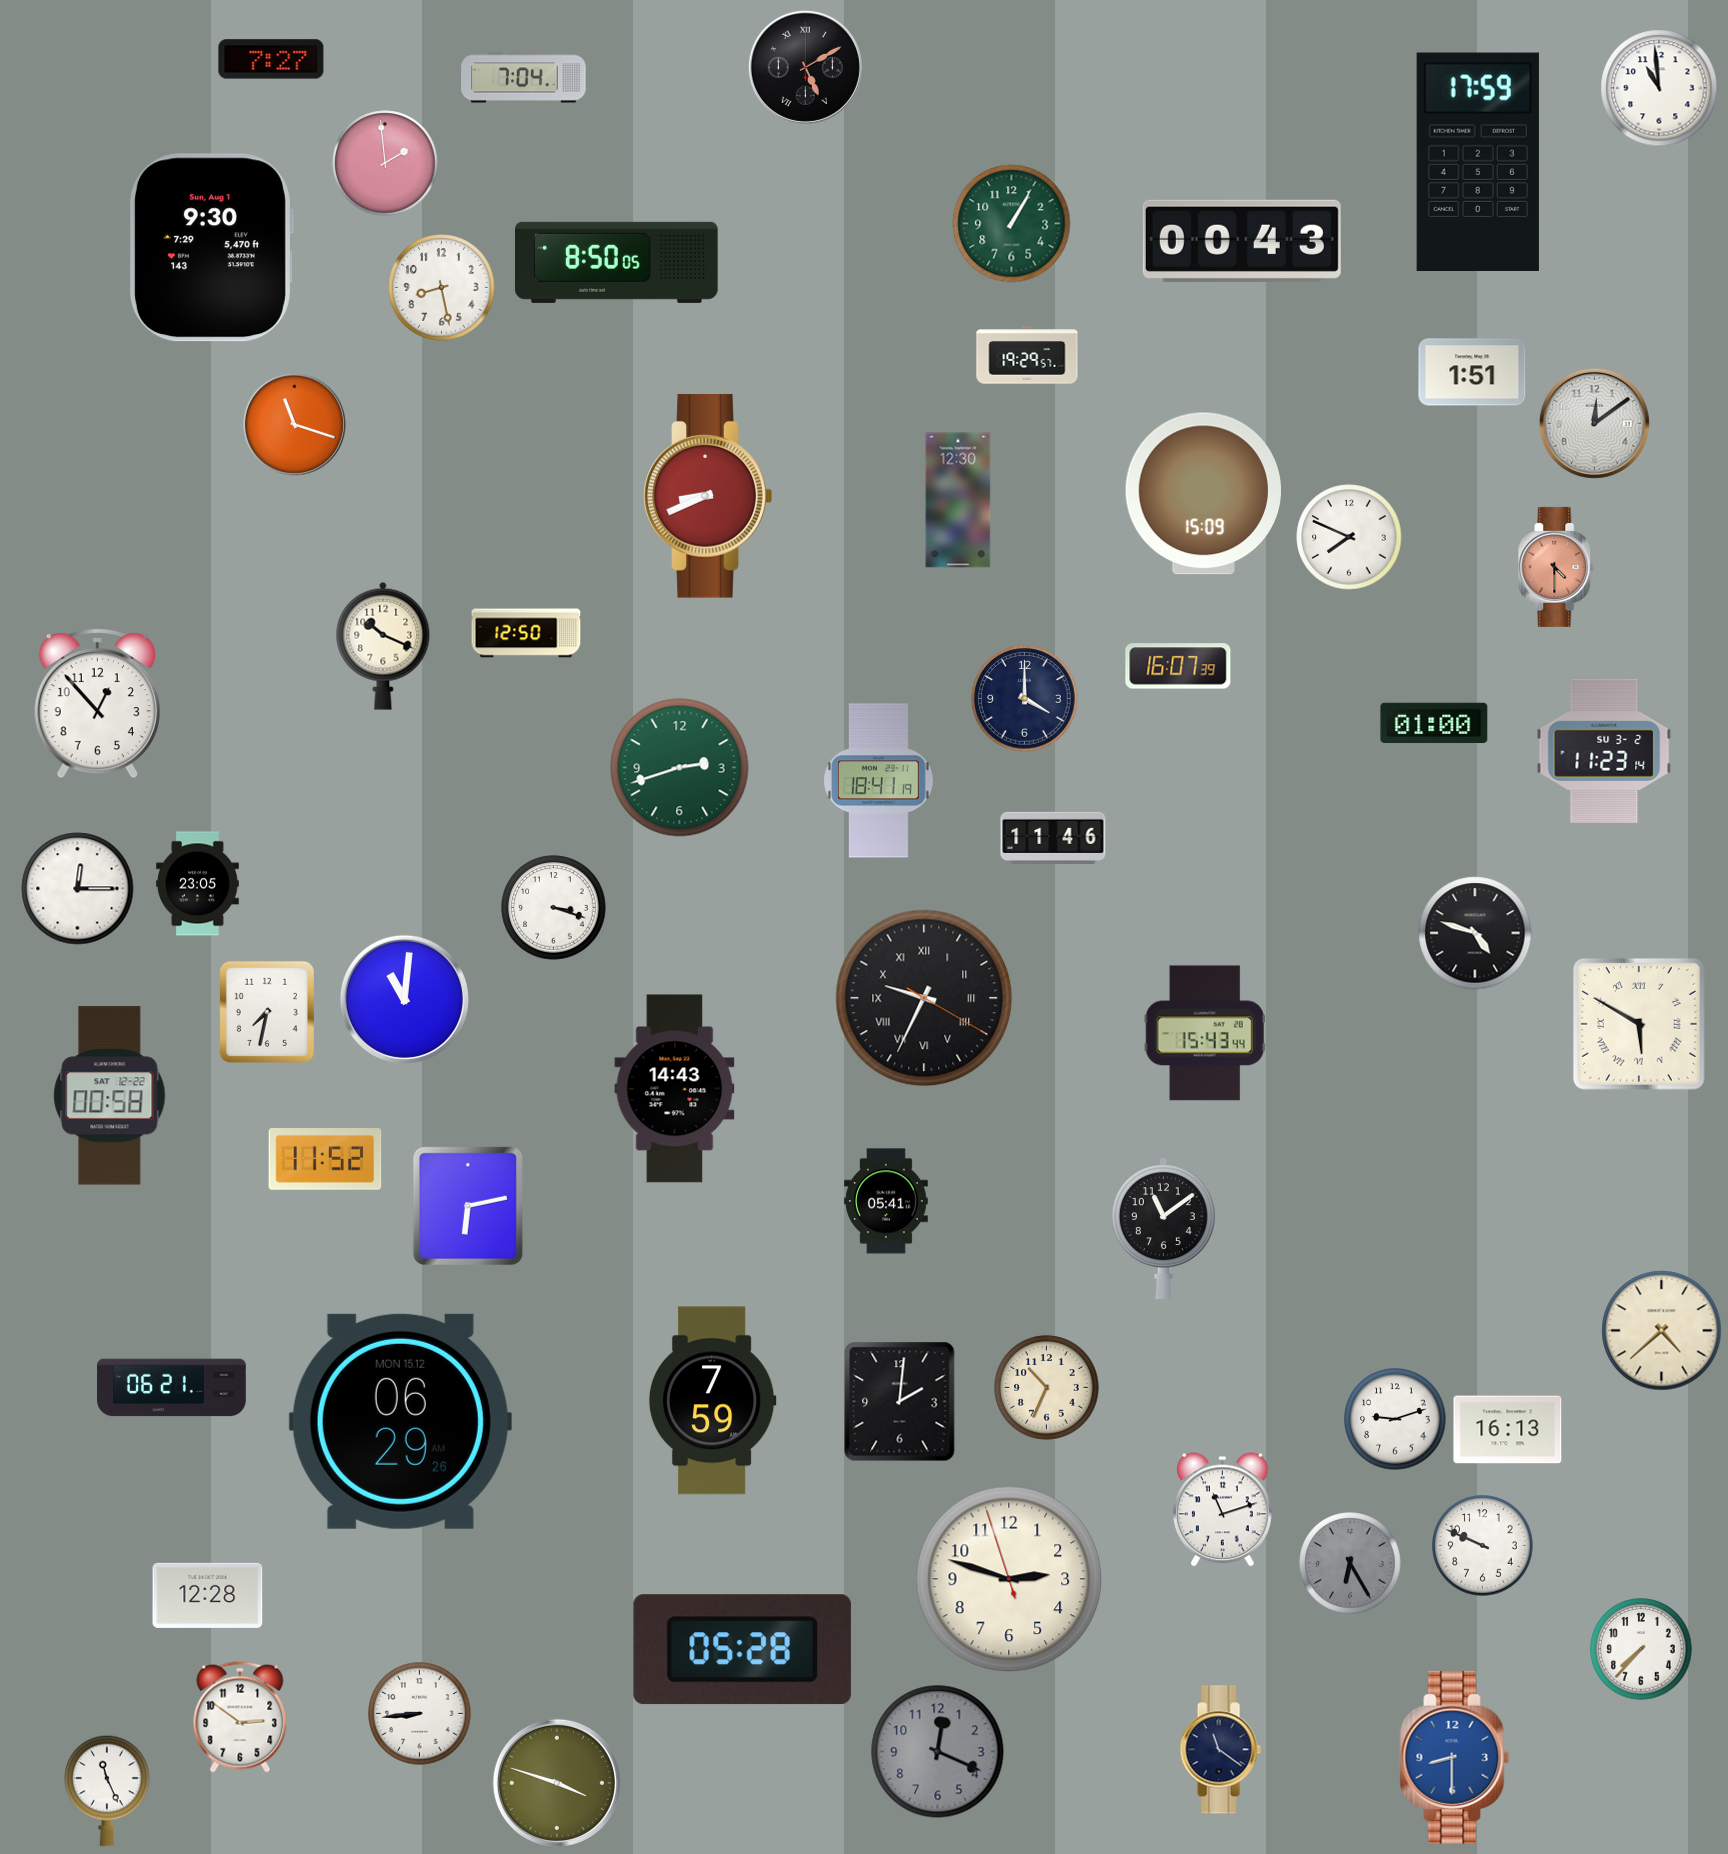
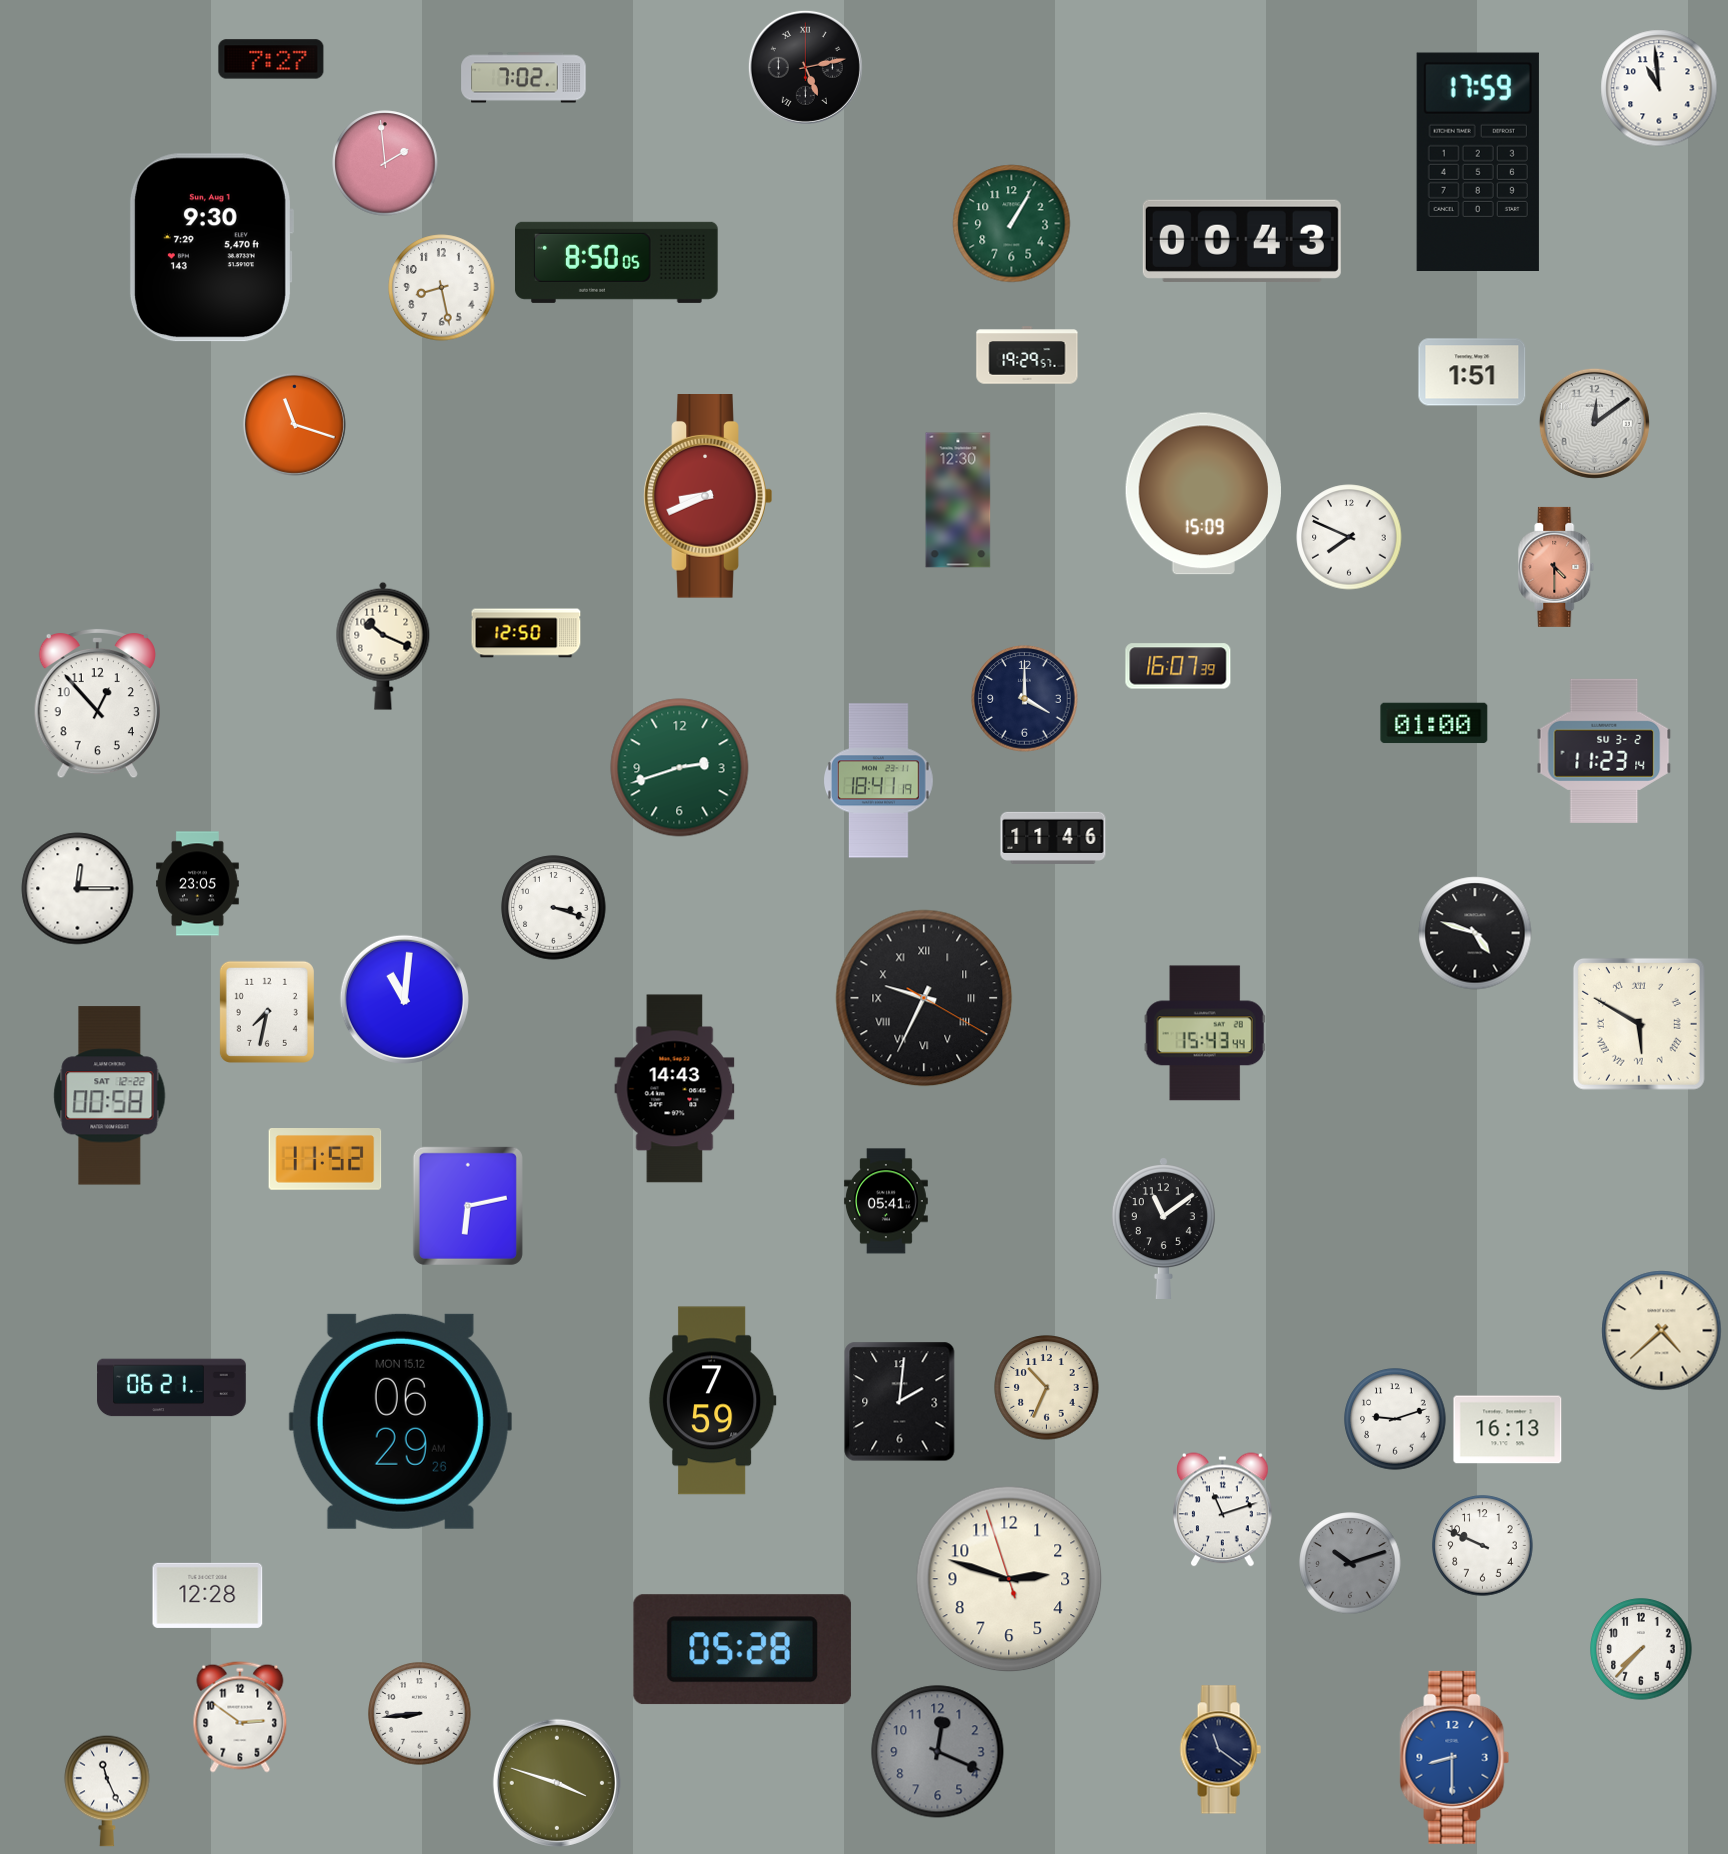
clock at (805, 67): 5:10 -> 5:13
clock at (524, 78): 7:04 -> 7:02
clock at (1350, 1563): 6:25 -> 10:12
